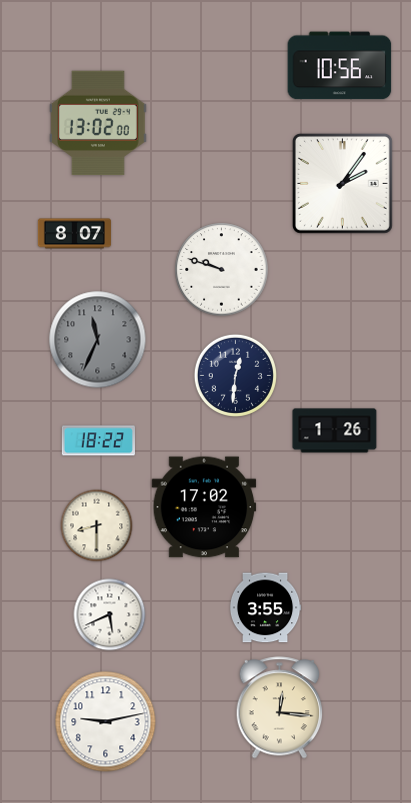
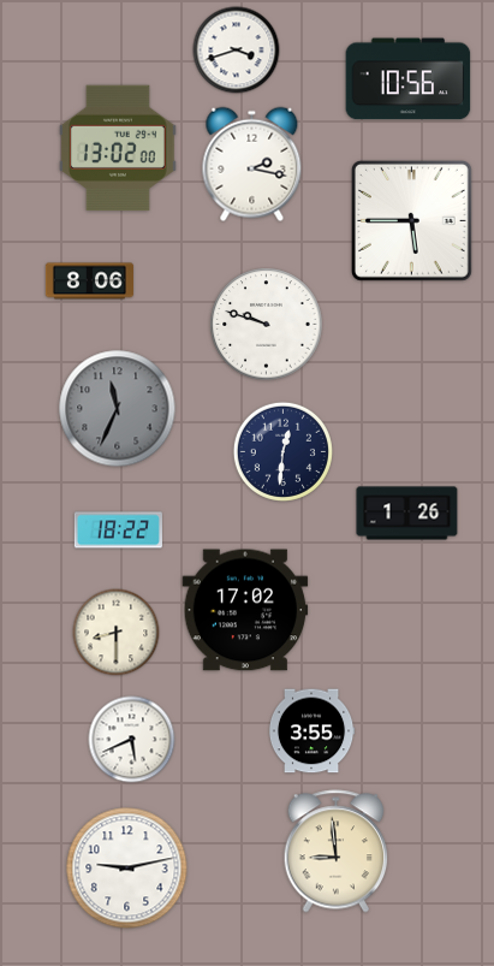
clock at (237, 51): none -> 3:42
clock at (252, 165): none -> 2:17
clock at (342, 183): 2:06 -> 5:45
clock at (74, 234): 8:07 -> 8:06
clock at (335, 431) position: (335, 431) -> (407, 514)
clock at (265, 608) position: (265, 608) -> (311, 731)
clock at (280, 708): 12:16 -> 8:59
